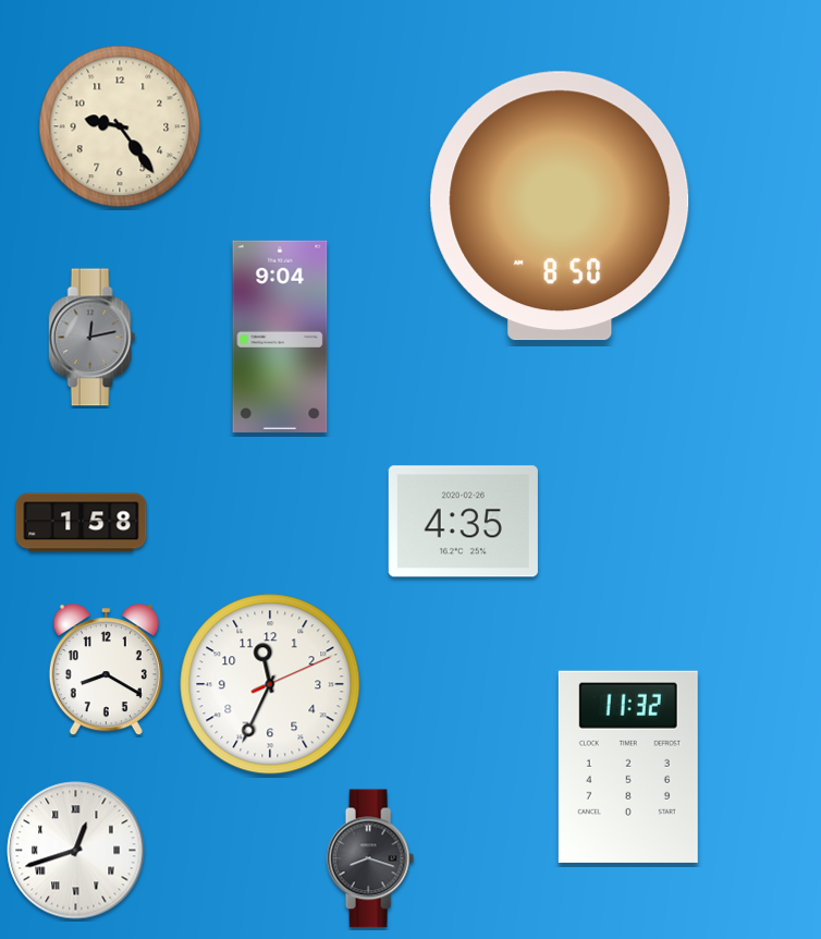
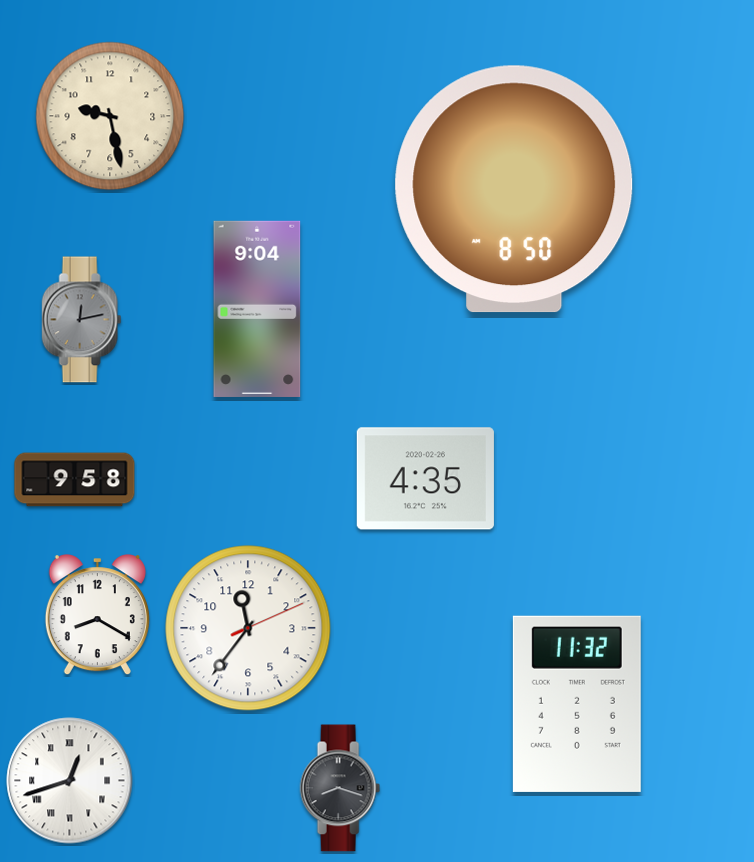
clock at (120, 126): 9:24 -> 9:28
clock at (93, 338) position: (93, 338) -> (82, 320)
clock at (82, 523): 1:58 -> 9:58
clock at (270, 684): 11:34 -> 11:36
